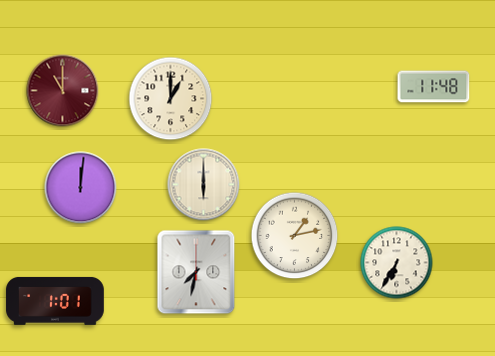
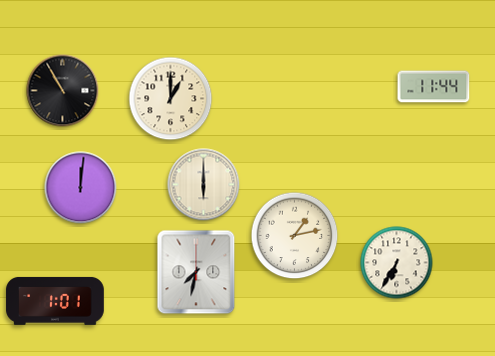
clock at (434, 87): 11:48 -> 11:44
clock at (63, 91): 11:00 -> 10:55
clock at (63, 91) dial: burgundy -> black
